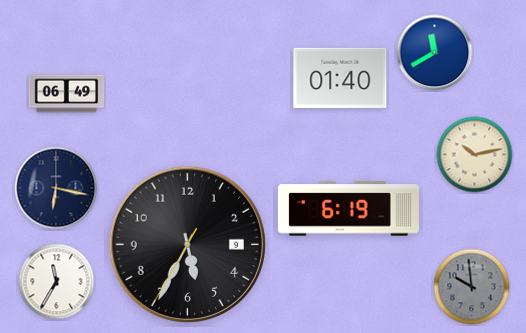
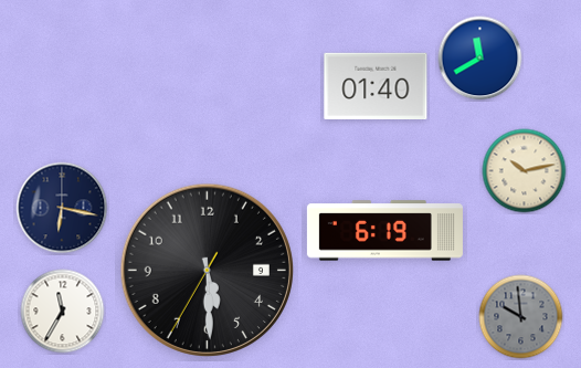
clock at (67, 94): 06:49 -> none
clock at (187, 244): 5:34 -> 5:29
